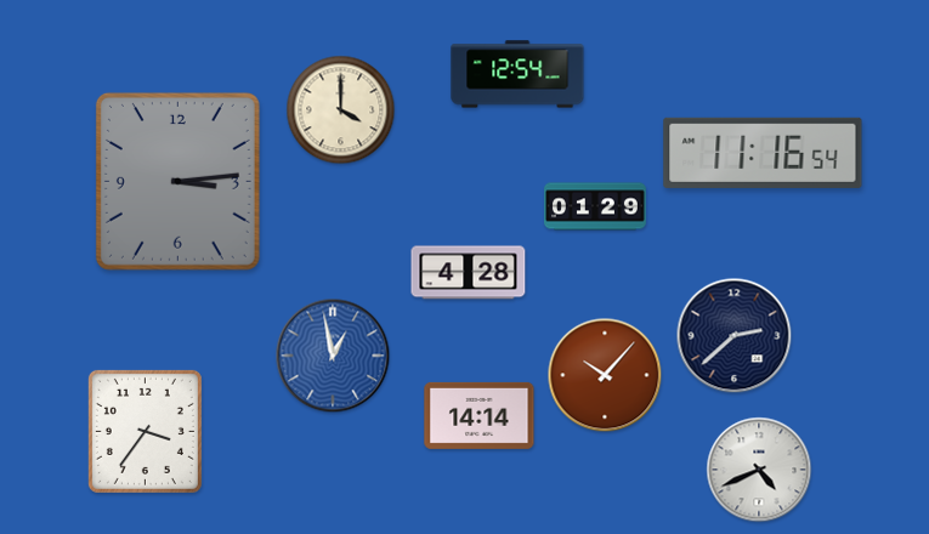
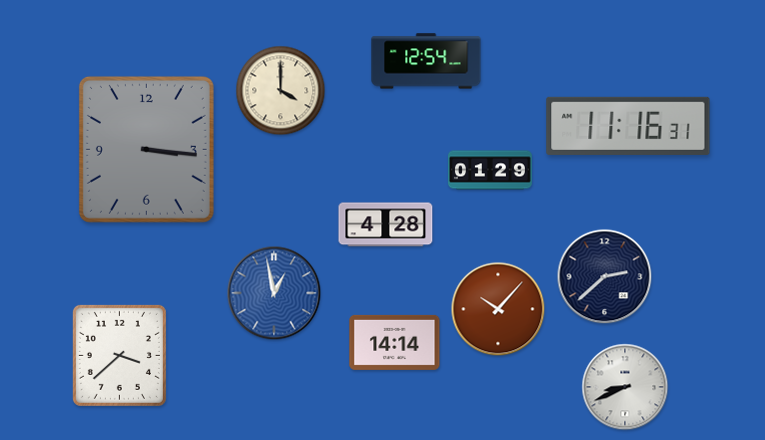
clock at (763, 153): 11:16:54 -> 11:16:31
clock at (177, 181): 3:14 -> 3:16
clock at (145, 431): 3:36 -> 3:38
clock at (759, 470): 4:41 -> 8:41
